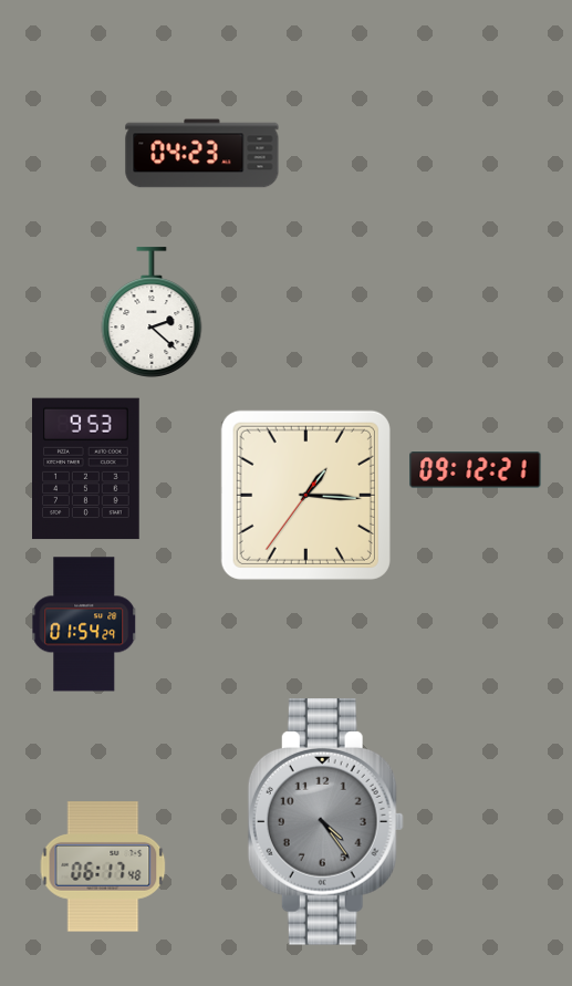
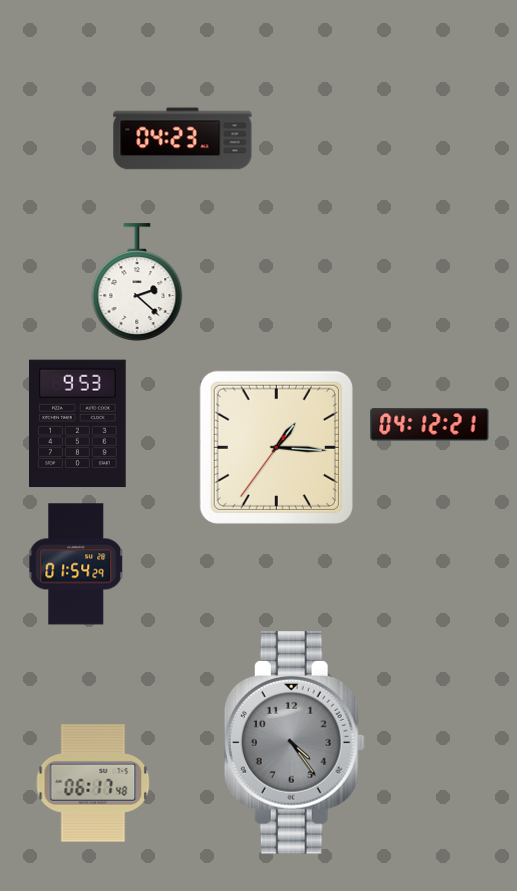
clock at (476, 470): 09:12 -> 04:12
